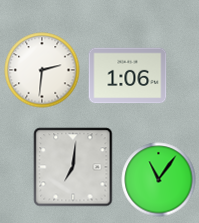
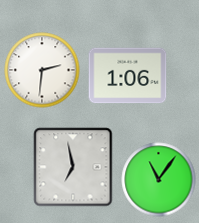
clock at (73, 167): 7:01 -> 6:58
